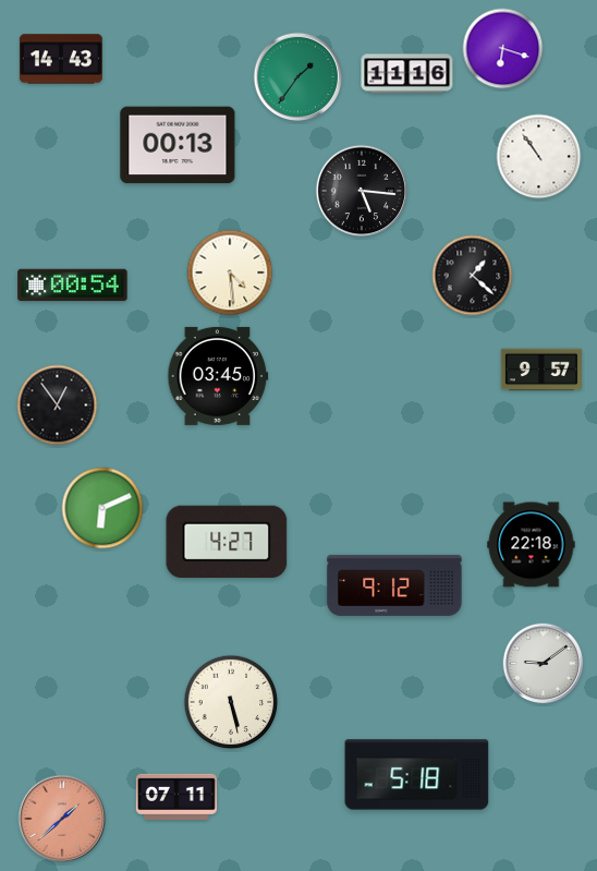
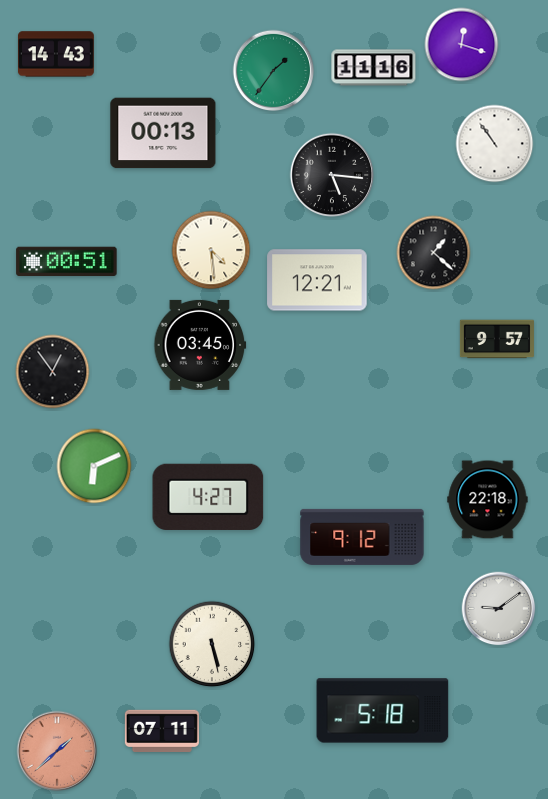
clock at (503, 49): 6:18 -> 12:18
clock at (73, 286): 00:54 -> 00:51
clock at (317, 280): none -> 12:21
